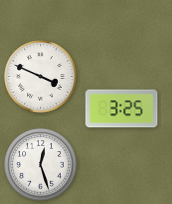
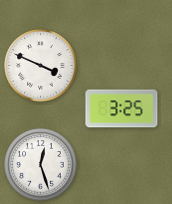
clock at (41, 77) position: (41, 77) -> (41, 66)
